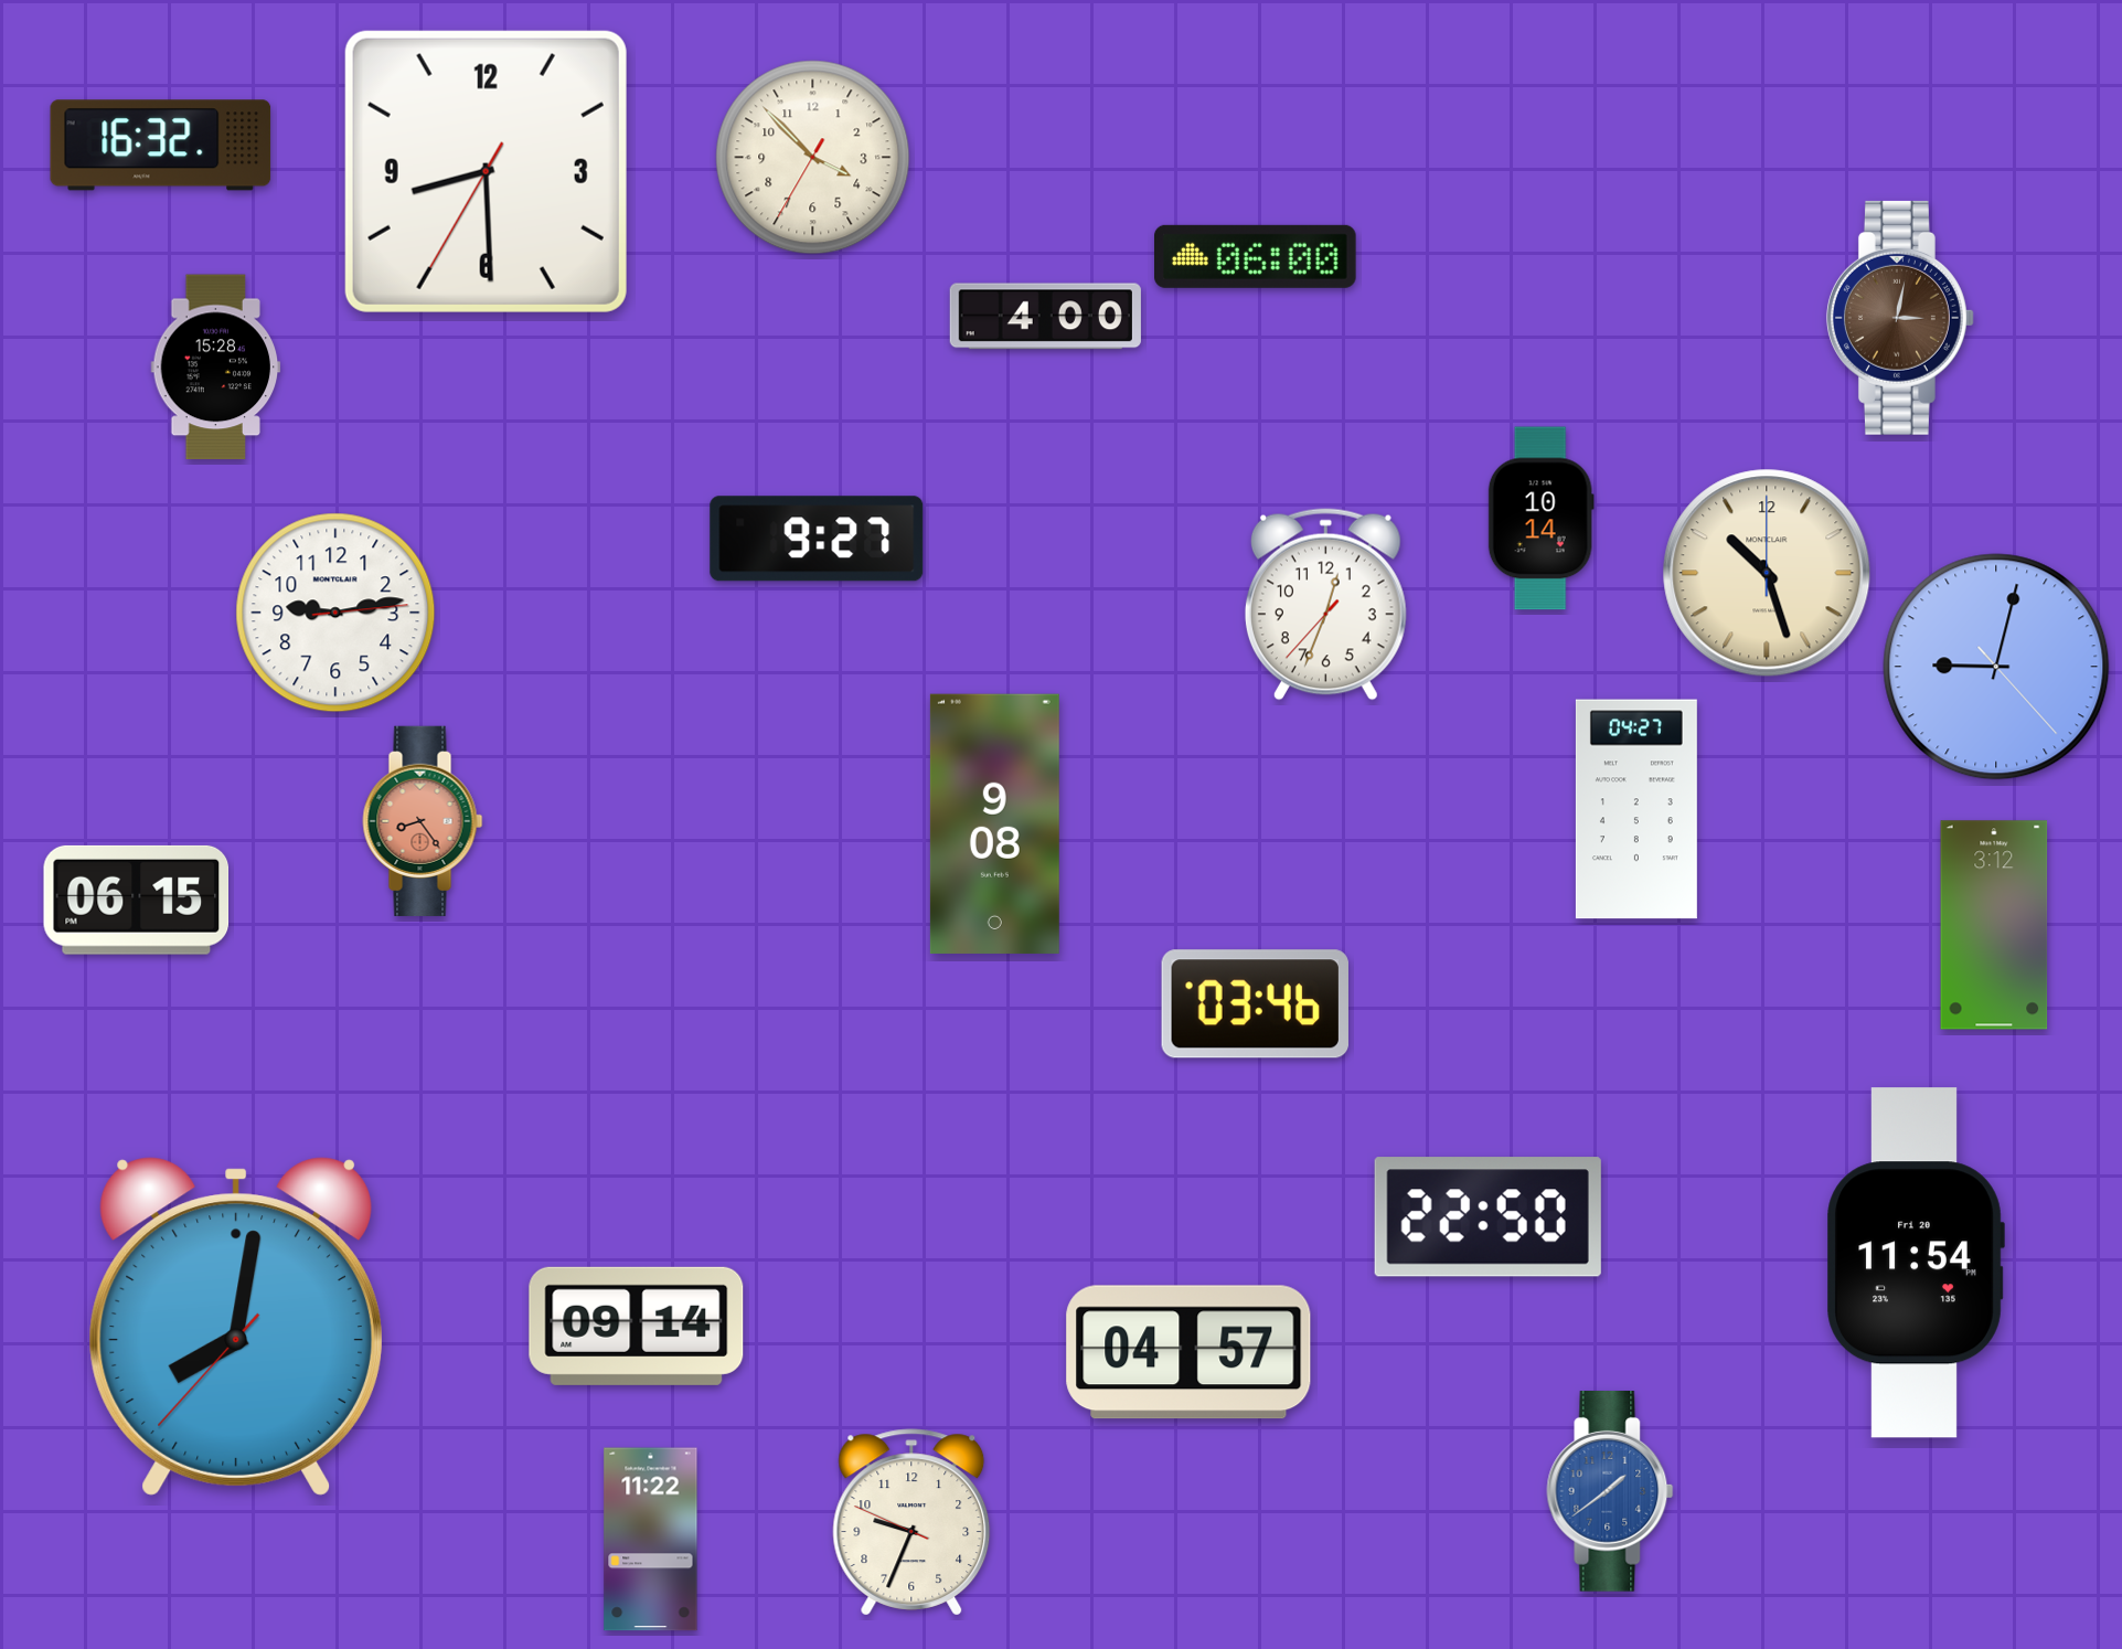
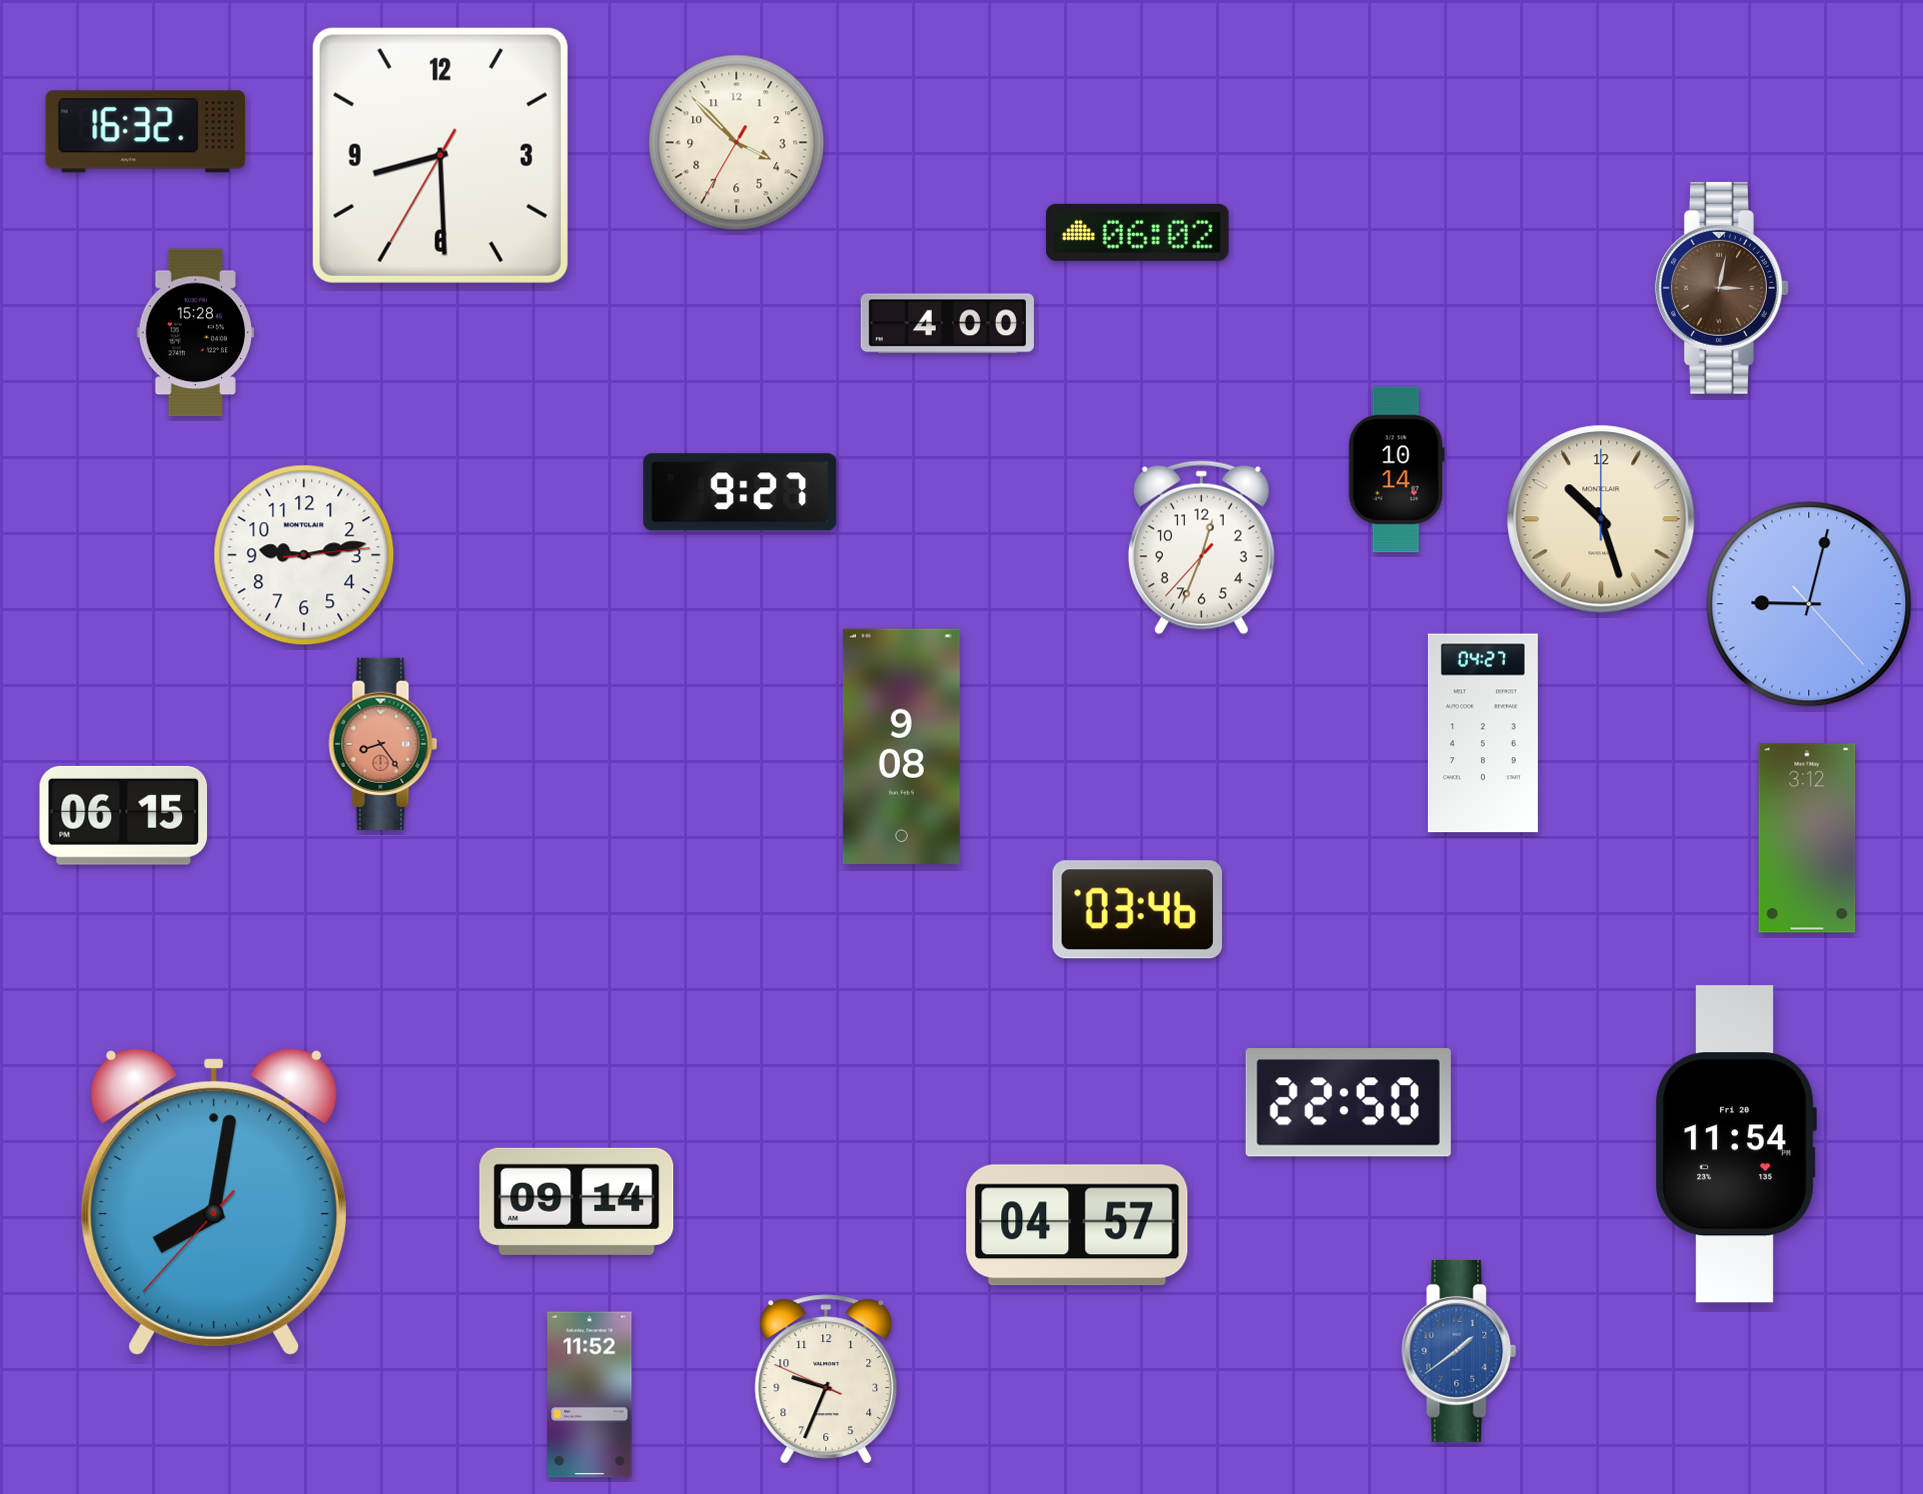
clock at (1256, 256): 06:00 -> 06:02
clock at (1045, 317) position: (1045, 317) -> (947, 324)
clock at (817, 539) position: (817, 539) -> (740, 492)
clock at (651, 1540): 11:22 -> 11:52
